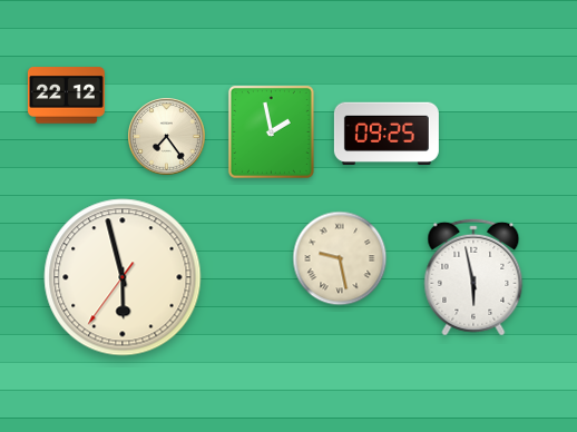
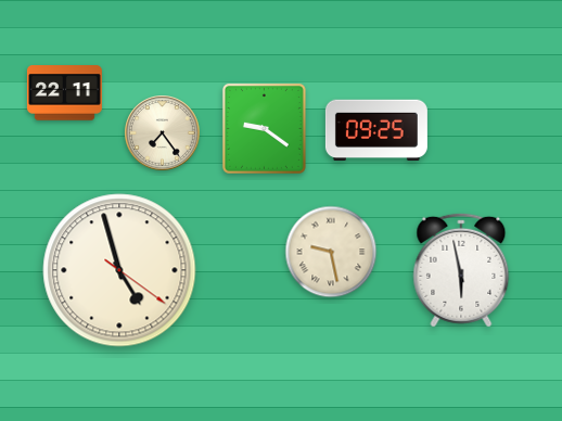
clock at (66, 96): 22:12 -> 22:11
clock at (271, 131): 1:58 -> 9:21
clock at (123, 277): 5:57 -> 4:57
